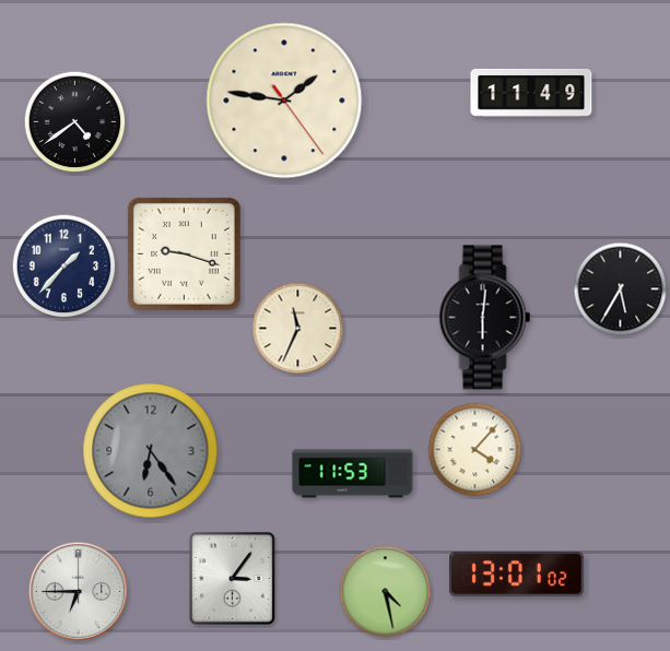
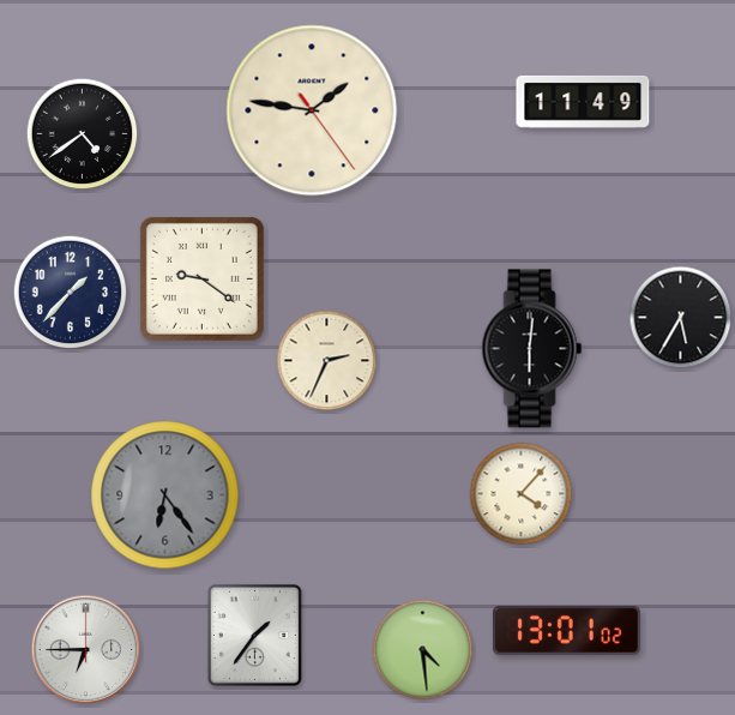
clock at (184, 253): 9:18 -> 9:21
clock at (298, 329): 11:34 -> 2:34
clock at (353, 474): 11:53 -> none
clock at (232, 578): 3:06 -> 1:36
clock at (386, 592): 4:28 -> 4:29
